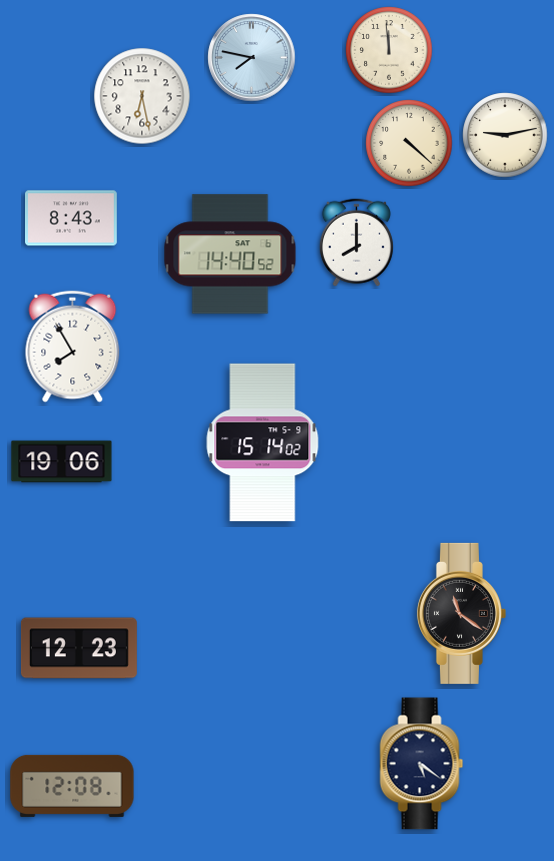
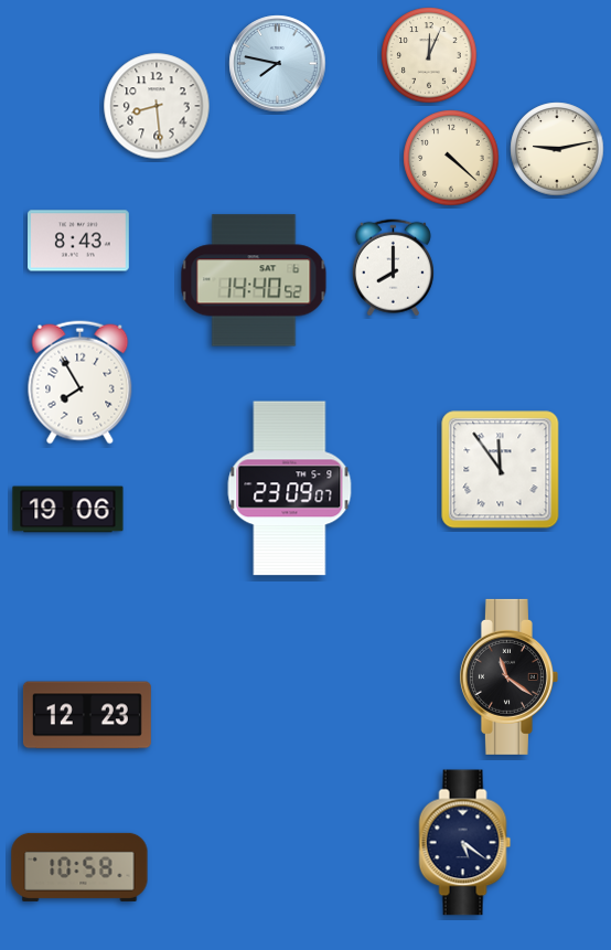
clock at (389, 50): 11:59 -> 12:04
clock at (142, 96): 6:28 -> 8:29
clock at (501, 470): none -> 11:54
clock at (263, 443): 15:14 -> 23:09
clock at (72, 786): 12:08 -> 10:58
